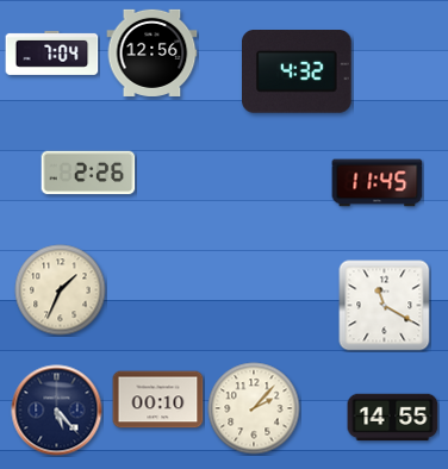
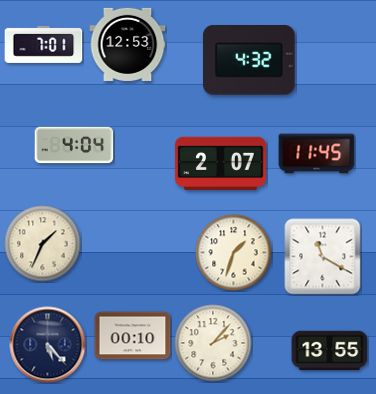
clock at (52, 52): 7:04 -> 7:01
clock at (153, 52): 12:56 -> 12:53
clock at (88, 173): 2:26 -> 4:04
clock at (221, 164): none -> 2:07
clock at (61, 290) position: (61, 290) -> (43, 244)
clock at (234, 253): none -> 1:33
clock at (393, 418): 14:55 -> 13:55
